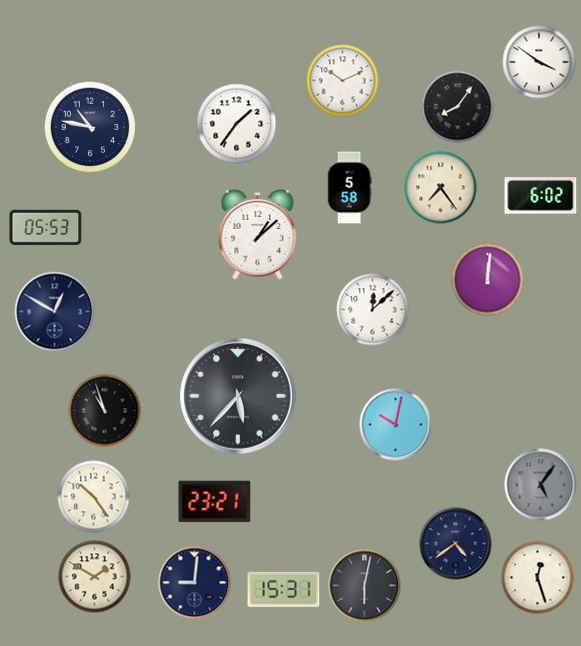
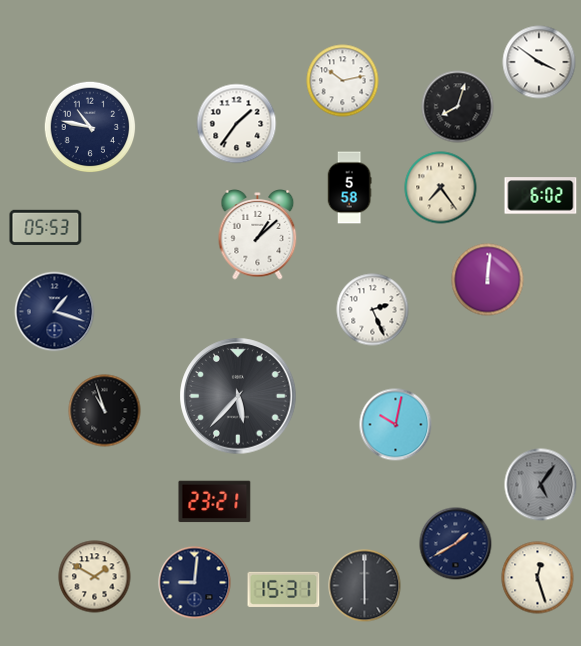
clock at (343, 81): 10:11 -> 10:13
clock at (458, 107): 8:06 -> 8:03
clock at (373, 310): 12:08 -> 2:26
clock at (55, 312): 12:50 -> 1:18
clock at (94, 497): 10:24 -> none
clock at (456, 544): 4:39 -> 1:40
clock at (365, 586): 6:02 -> 6:00
